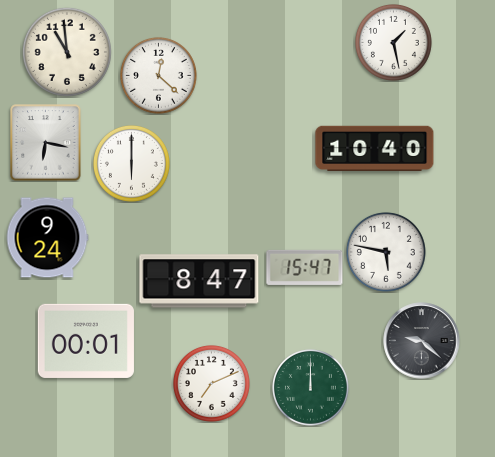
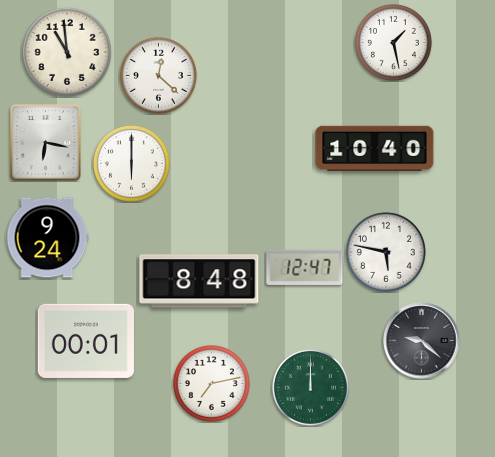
clock at (305, 267): 15:47 -> 12:47
clock at (199, 281): 8:47 -> 8:48
clock at (211, 383): 7:11 -> 7:13
